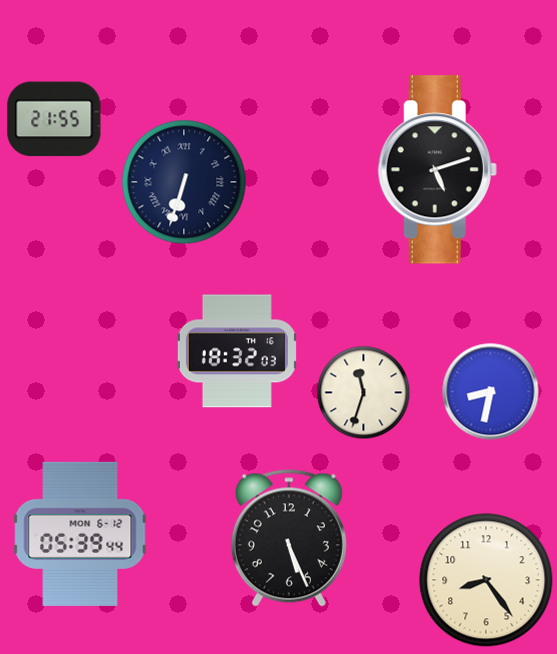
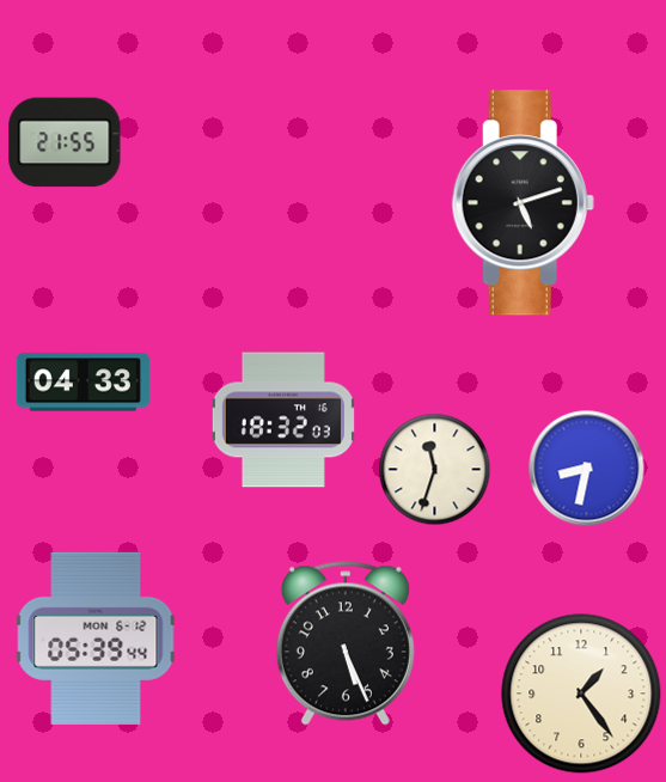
clock at (184, 182): 6:33 -> none
clock at (83, 383): none -> 04:33
clock at (486, 580): 8:24 -> 1:24
